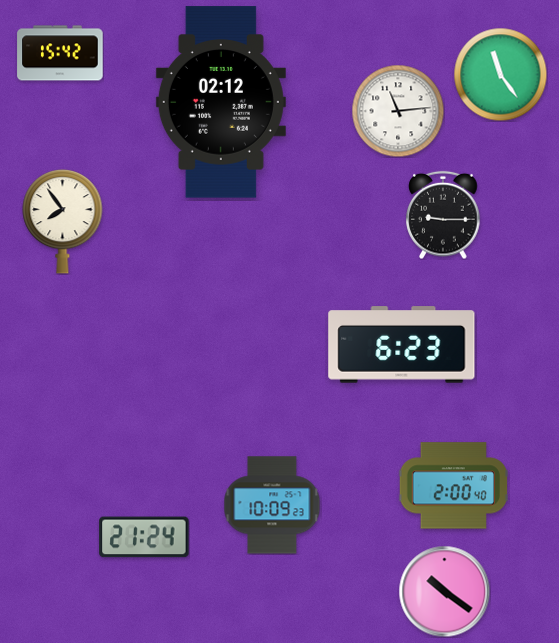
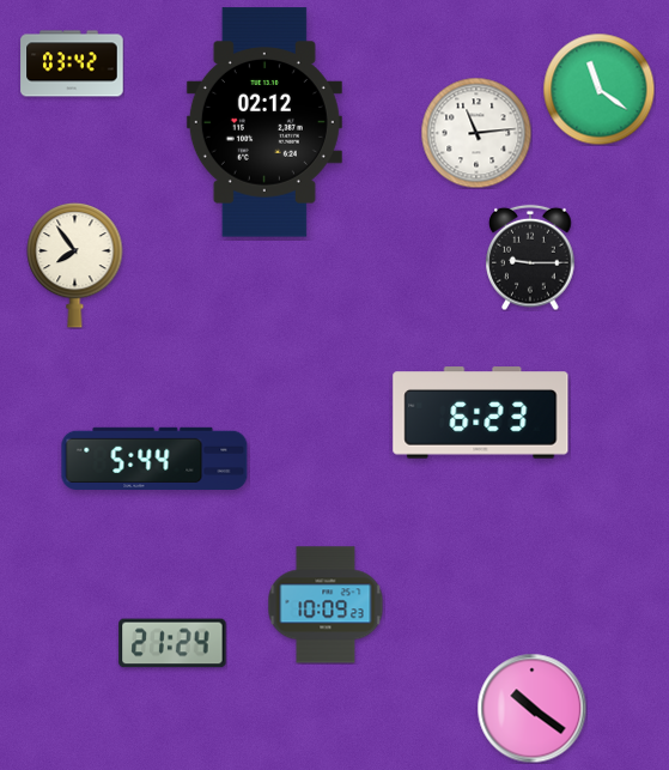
clock at (60, 53): 15:42 -> 03:42
clock at (500, 74): 11:24 -> 11:21
clock at (154, 459): none -> 5:44
clock at (453, 486): 2:00 -> none
